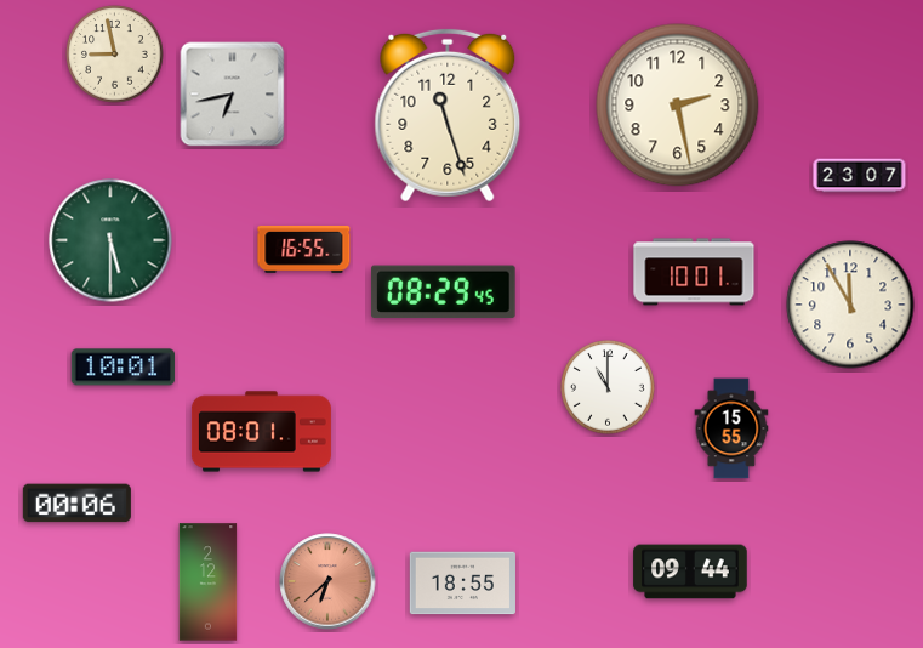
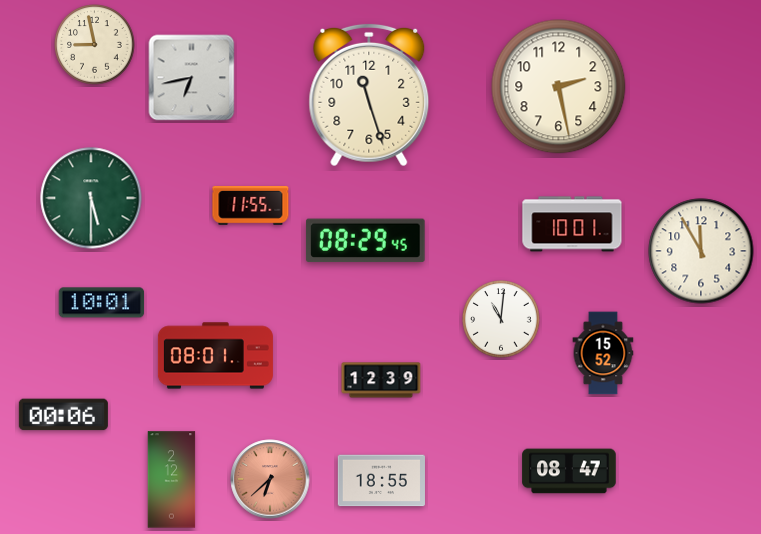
clock at (860, 176): 23:07 -> none
clock at (304, 250): 16:55 -> 11:55
clock at (608, 387): 11:00 -> 11:01
clock at (731, 428): 15:55 -> 15:52
clock at (381, 380): none -> 12:39
clock at (690, 572): 09:44 -> 08:47
